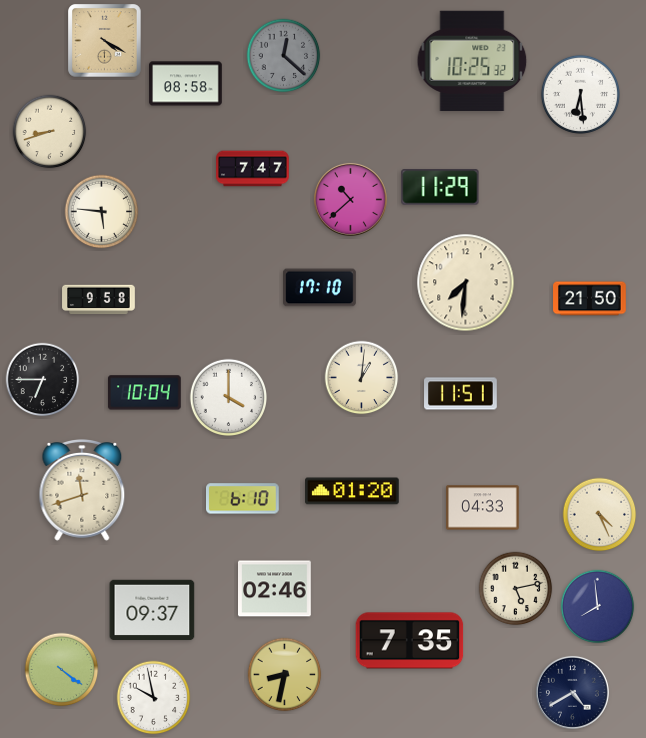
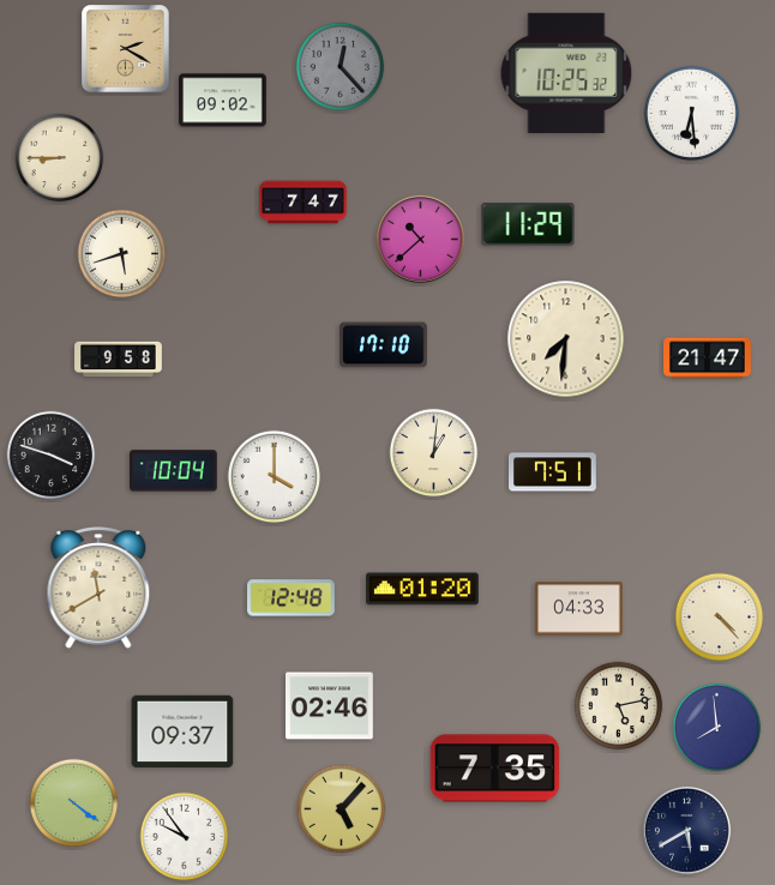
clock at (105, 41): 4:20 -> 2:20
clock at (284, 56): 12:22 -> 12:23
clock at (186, 84): 08:58 -> 09:02
clock at (580, 94) position: (580, 94) -> (691, 113)
clock at (50, 132): 8:42 -> 8:45
clock at (102, 212): 5:46 -> 5:42
clock at (466, 283) position: (466, 283) -> (566, 339)
clock at (590, 299): 21:50 -> 21:47
clock at (43, 380): 6:45 -> 3:48
clock at (461, 394): 11:51 -> 7:51
clock at (82, 491): 11:42 -> 11:40
clock at (243, 499): 6:10 -> 12:48
clock at (600, 515): 4:26 -> 4:23
clock at (410, 641) position: (410, 641) -> (495, 769)
clock at (285, 675): 8:32 -> 5:07
clock at (572, 692): 4:40 -> 5:40
clock at (154, 698): 9:58 -> 9:54
